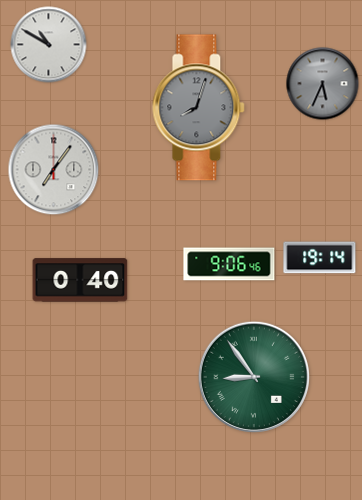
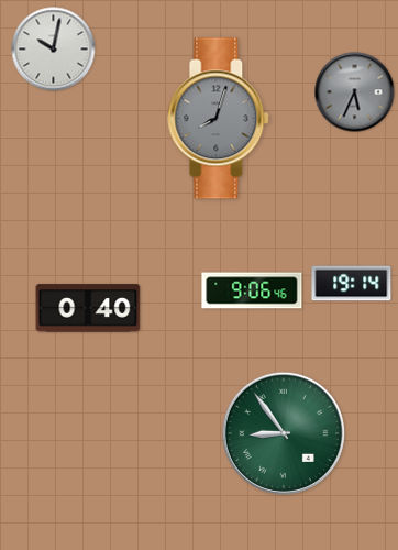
clock at (49, 45): 10:50 -> 10:02
clock at (54, 170): 7:06 -> none
clock at (254, 377) position: (254, 377) -> (284, 433)
